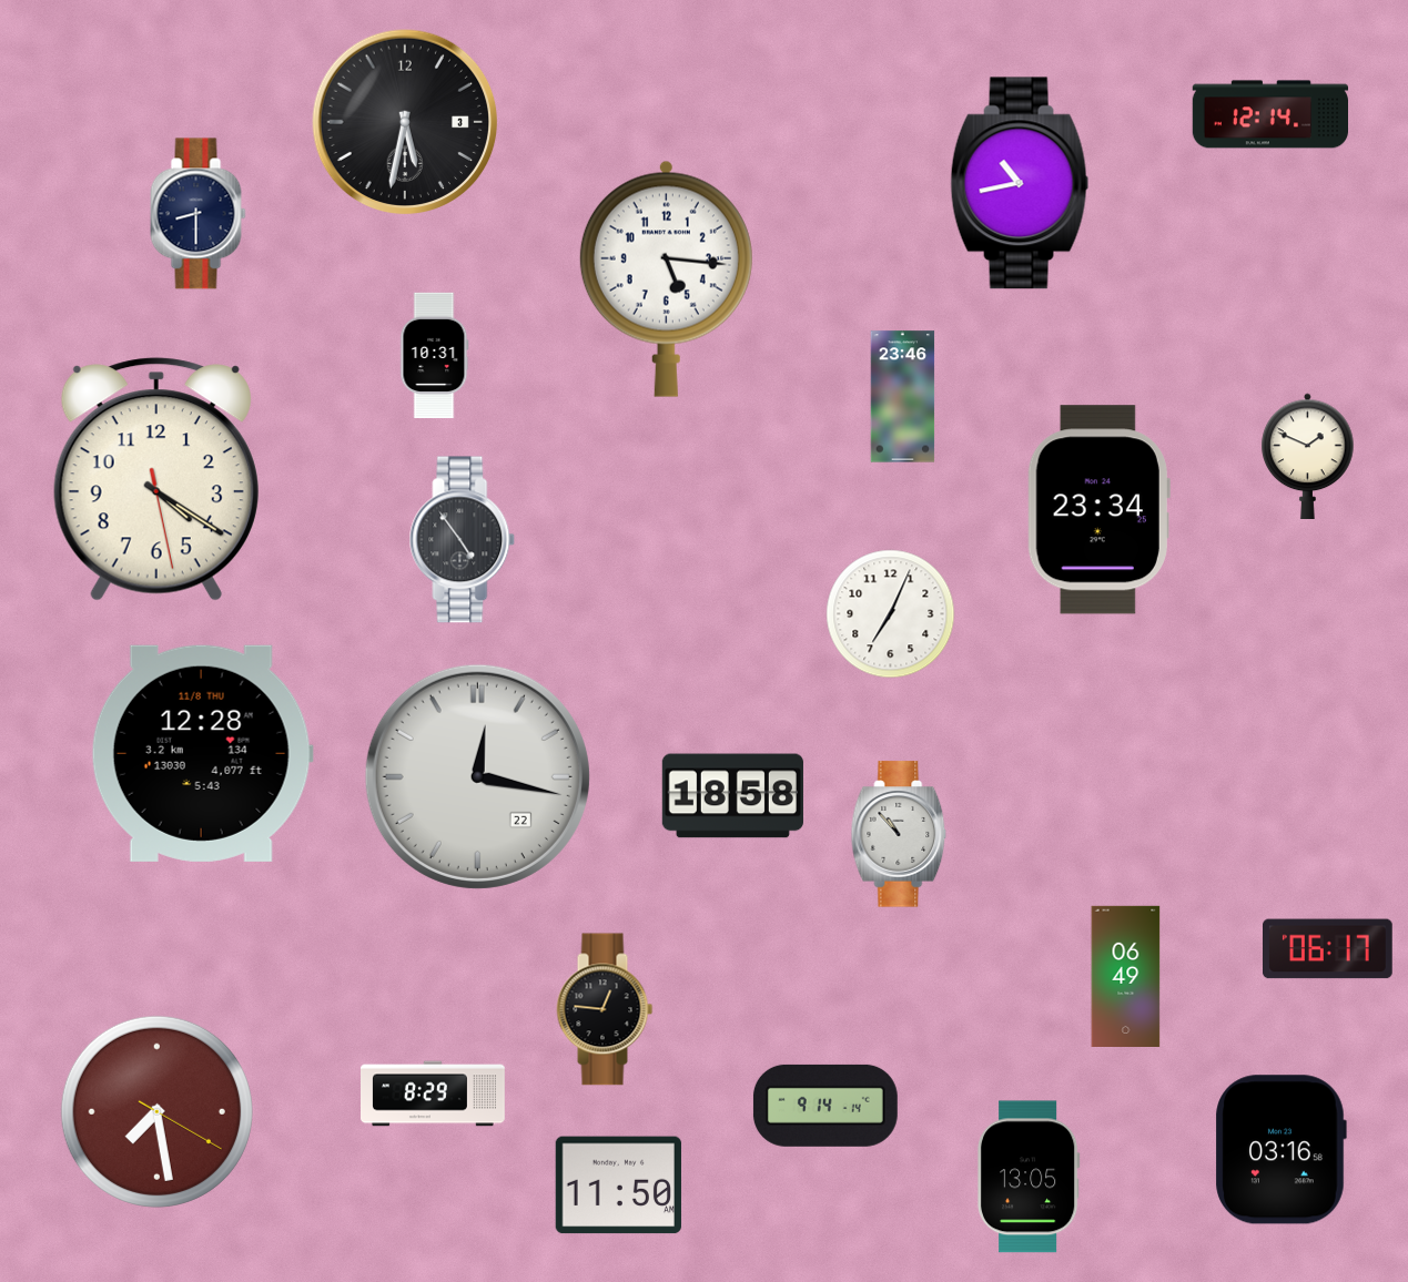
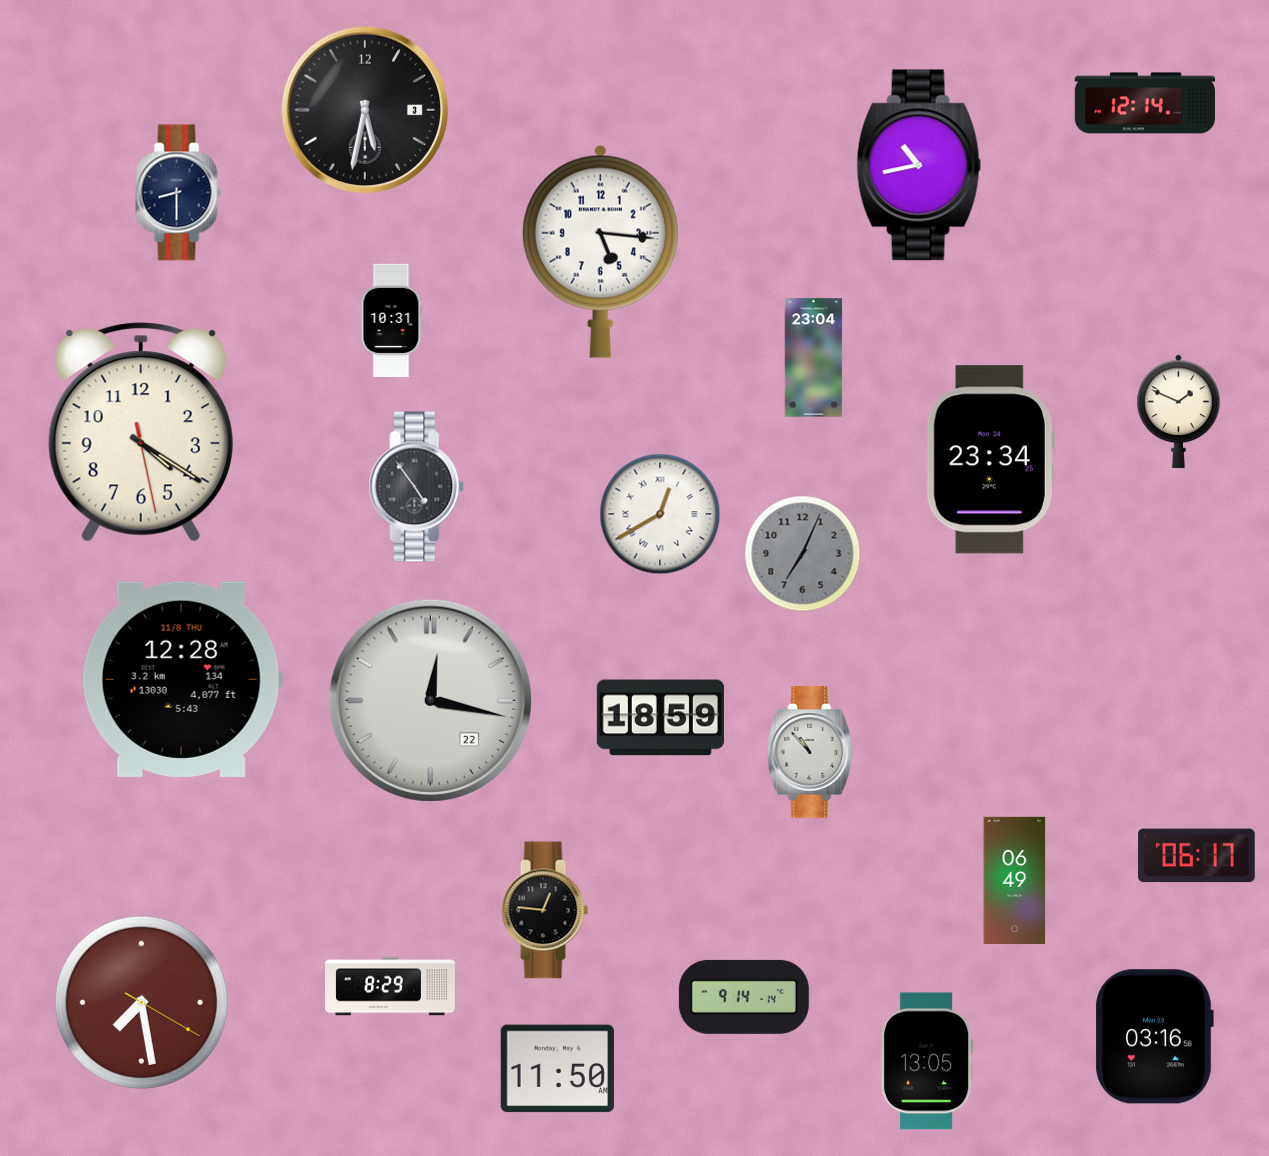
clock at (903, 397): 23:46 -> 23:04
clock at (660, 514): none -> 12:40
clock at (891, 614) dial: white -> grey
clock at (732, 796): 18:58 -> 18:59
